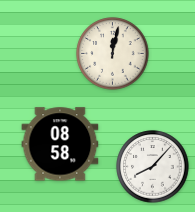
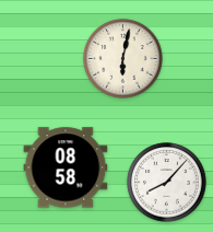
clock at (113, 54): 12:02 -> 6:02
clock at (60, 144) position: (60, 144) -> (66, 167)
